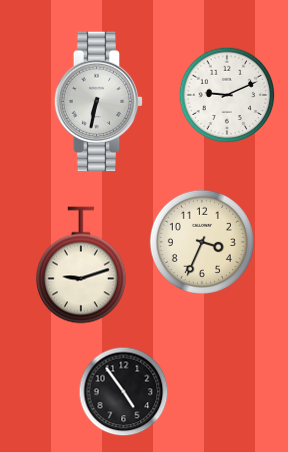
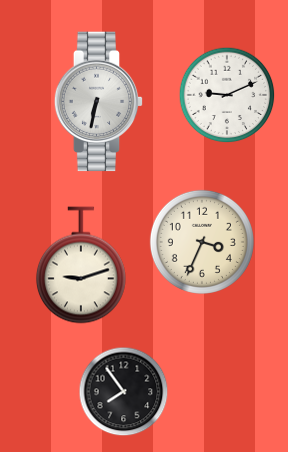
clock at (124, 392): 4:54 -> 7:54
